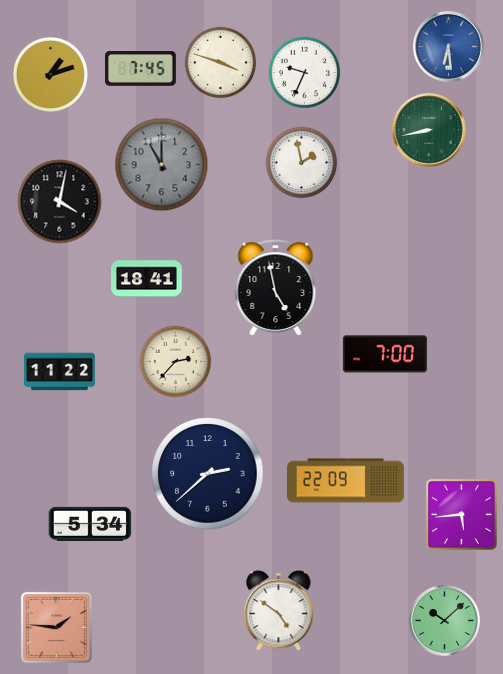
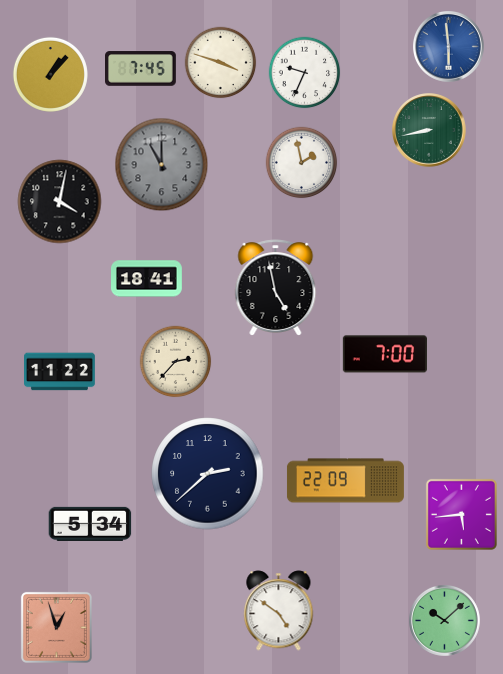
clock at (449, 47): 6:29 -> 5:59
clock at (50, 74): 1:12 -> 1:07
clock at (56, 627): 1:46 -> 12:57
